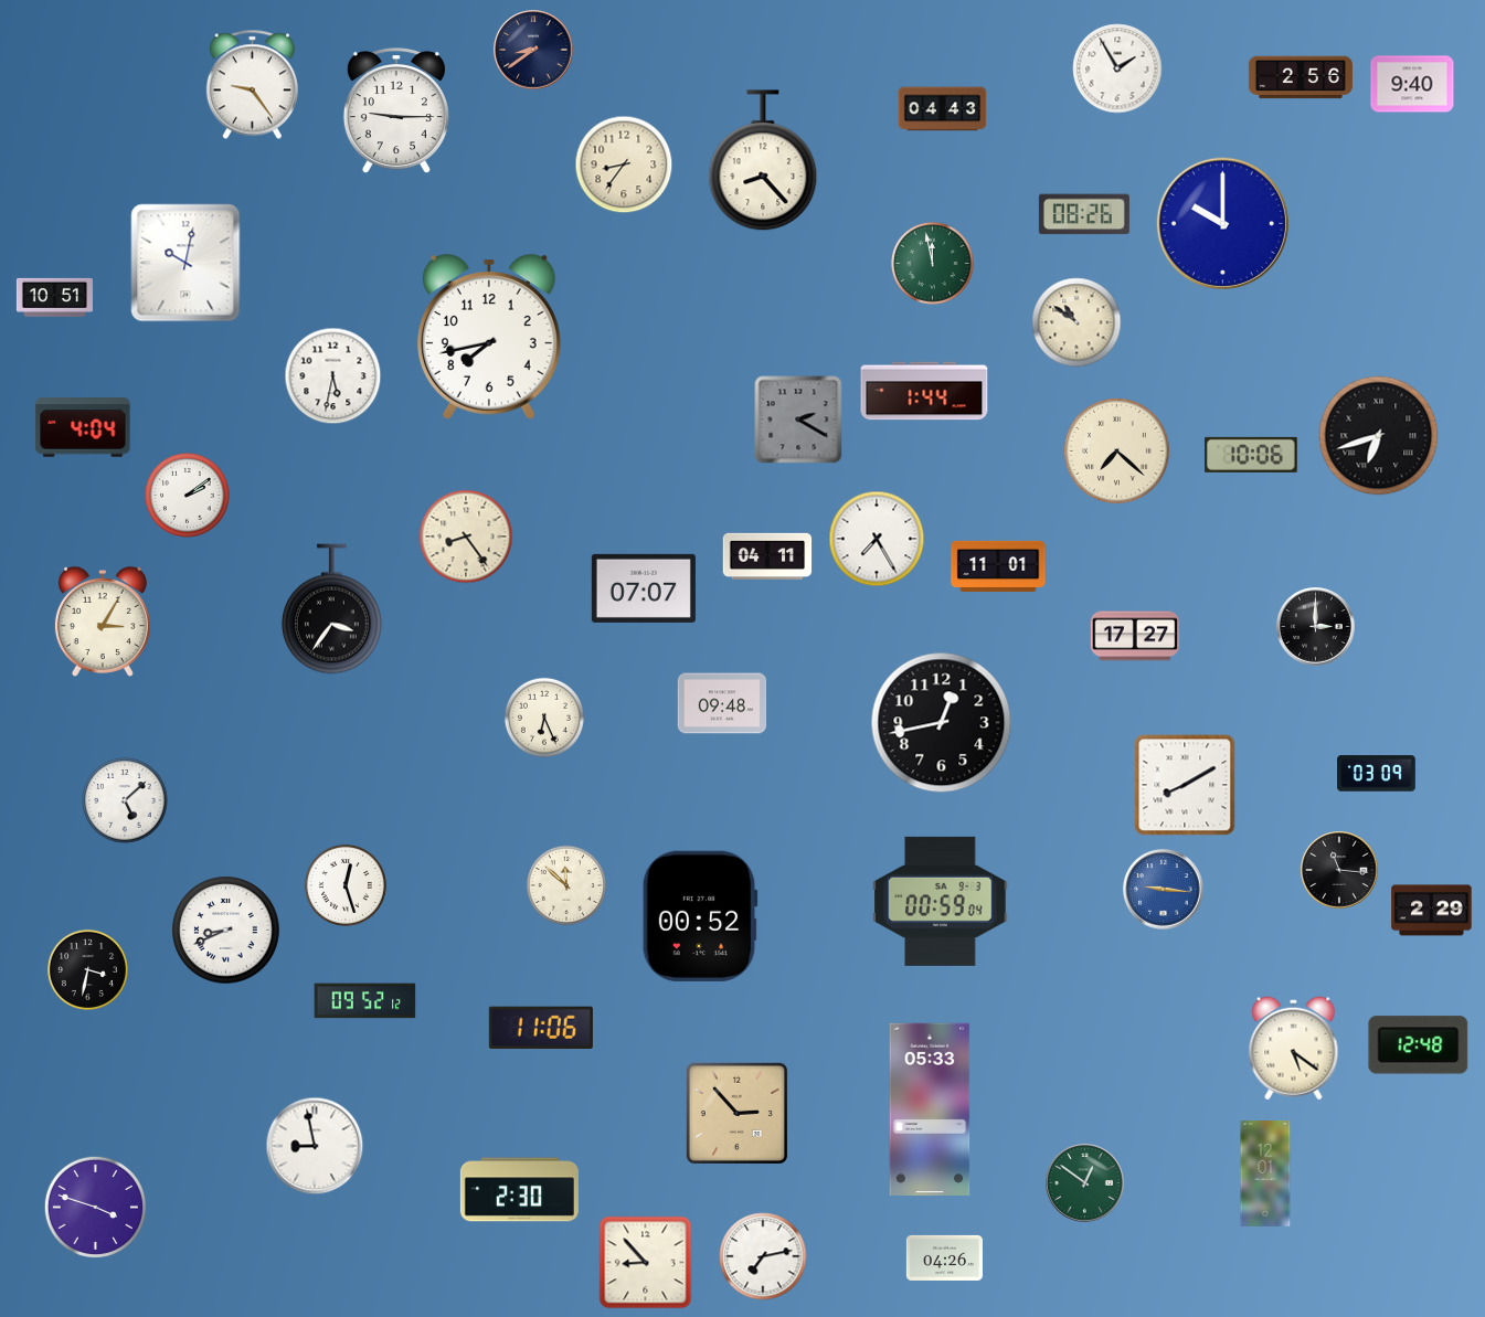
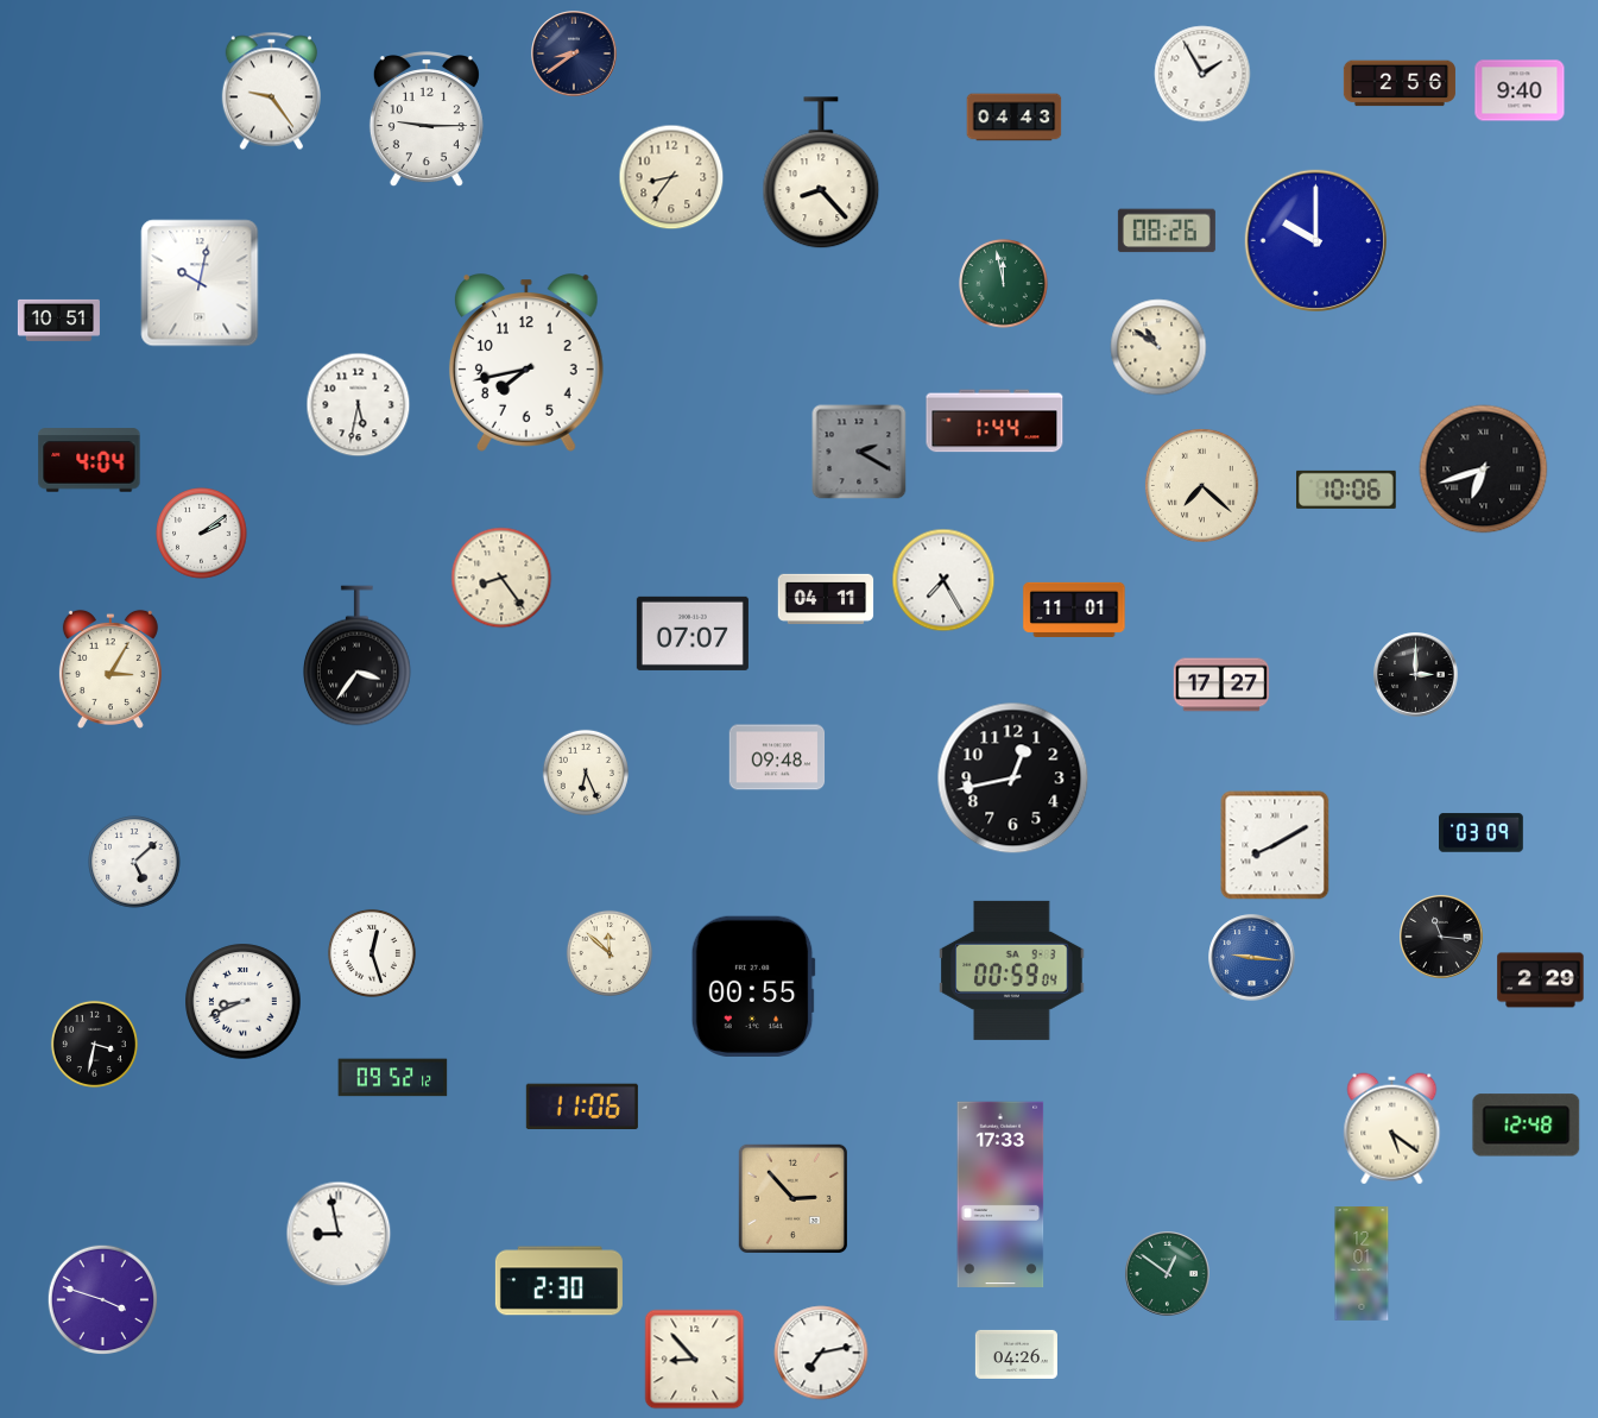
clock at (700, 916): 00:52 -> 00:55
clock at (930, 1108): 05:33 -> 17:33
